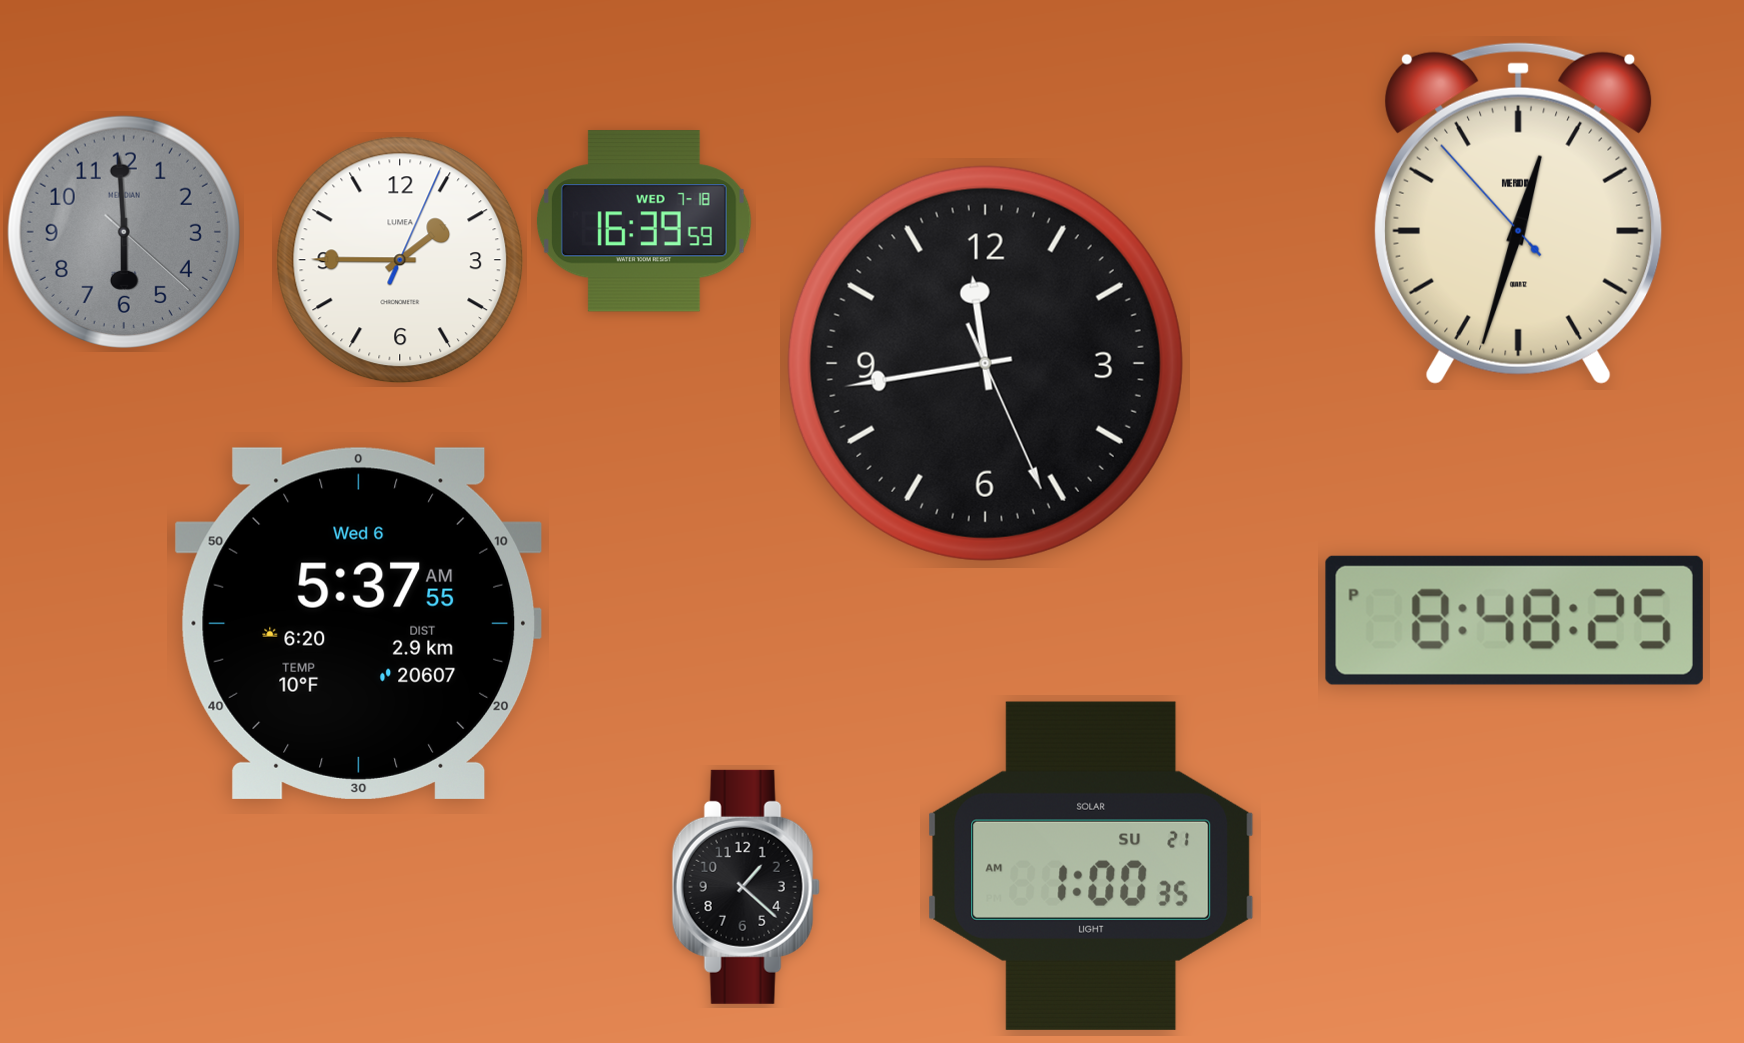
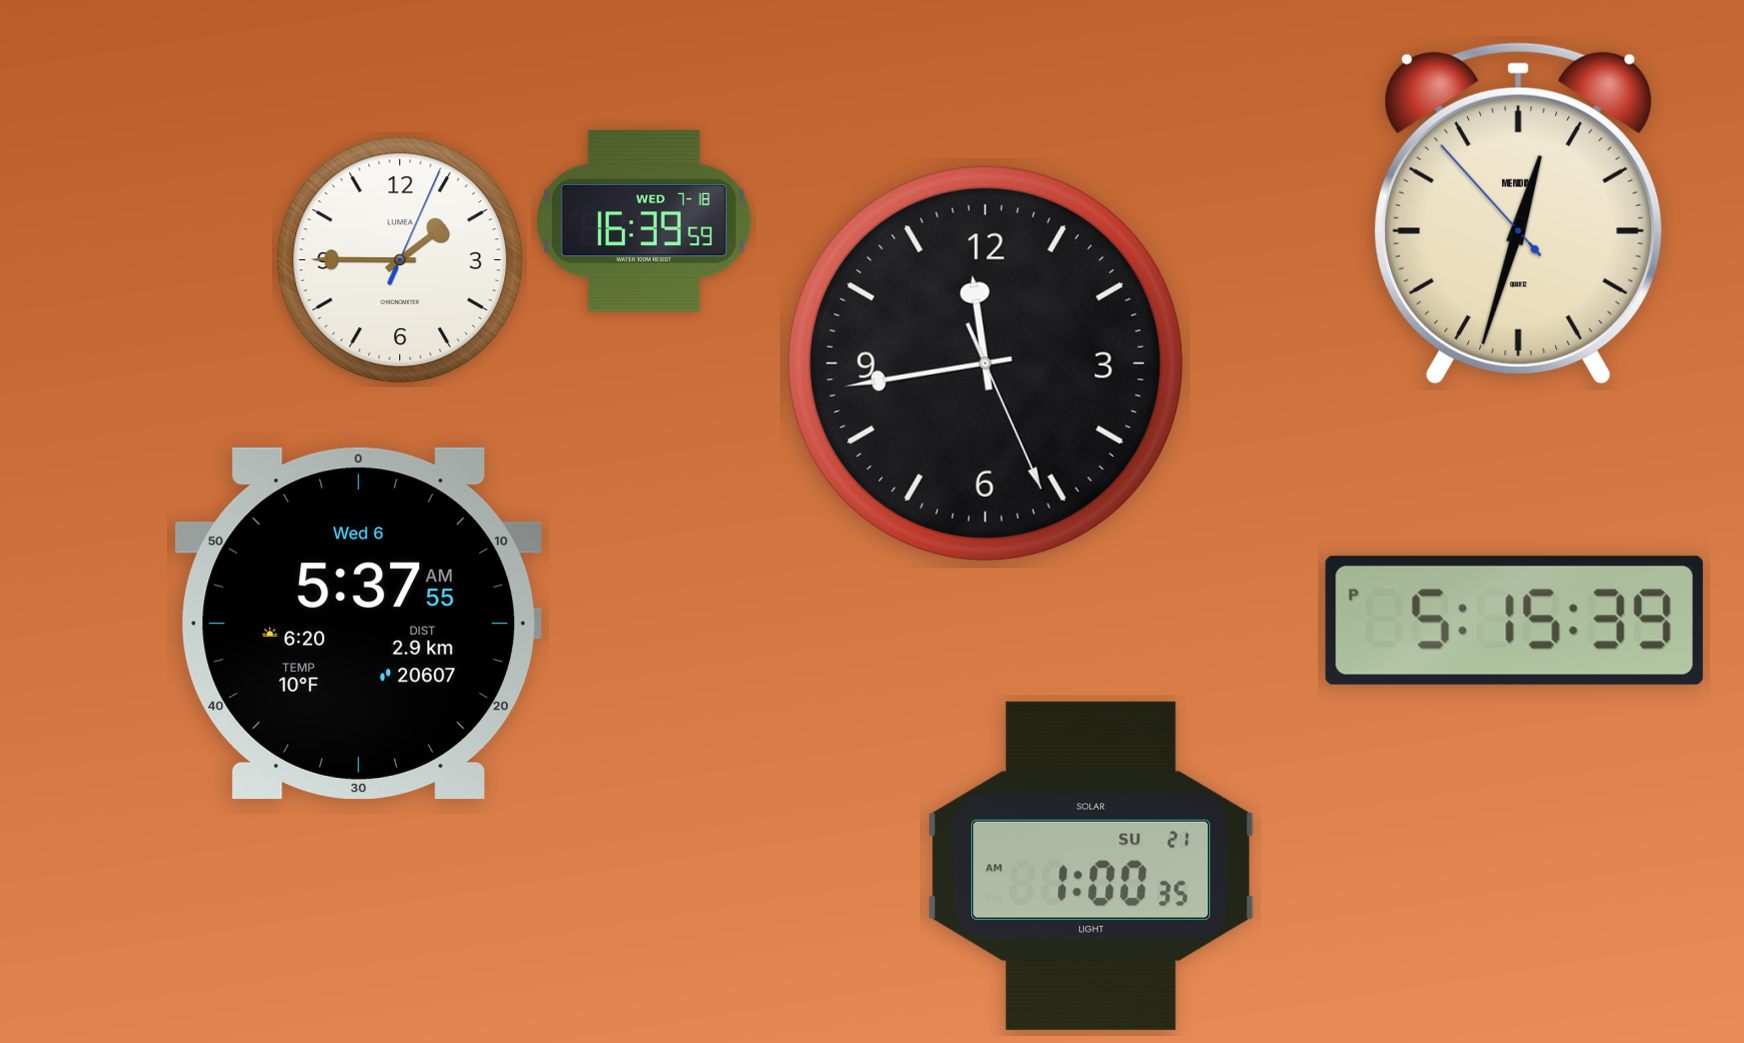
clock at (124, 232): 5:59 -> none
clock at (1514, 620): 8:48 -> 5:15
clock at (746, 887): 1:22 -> none
